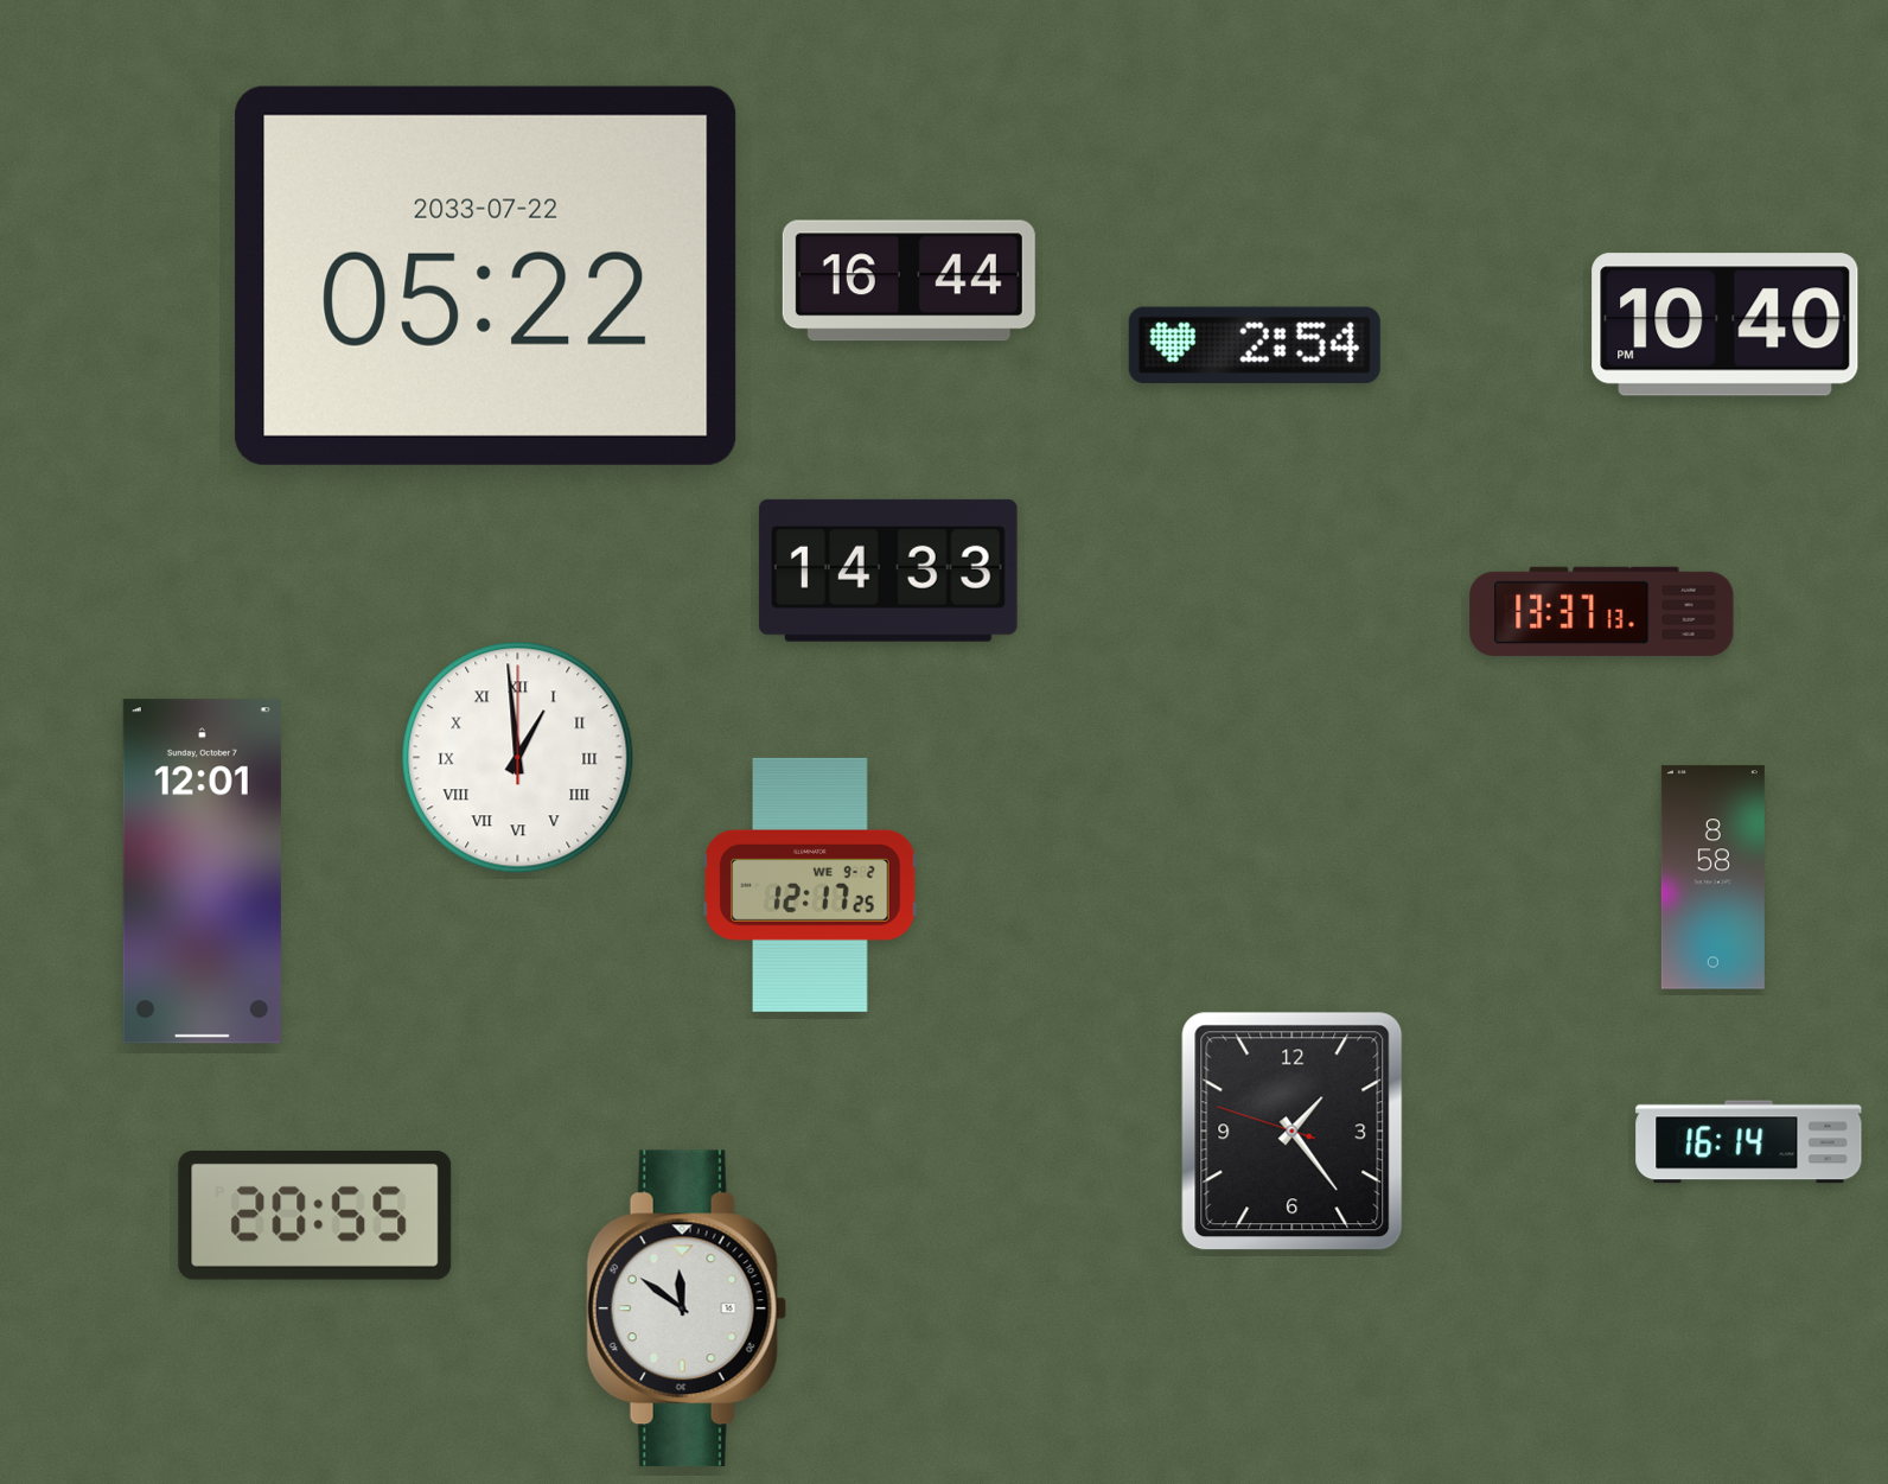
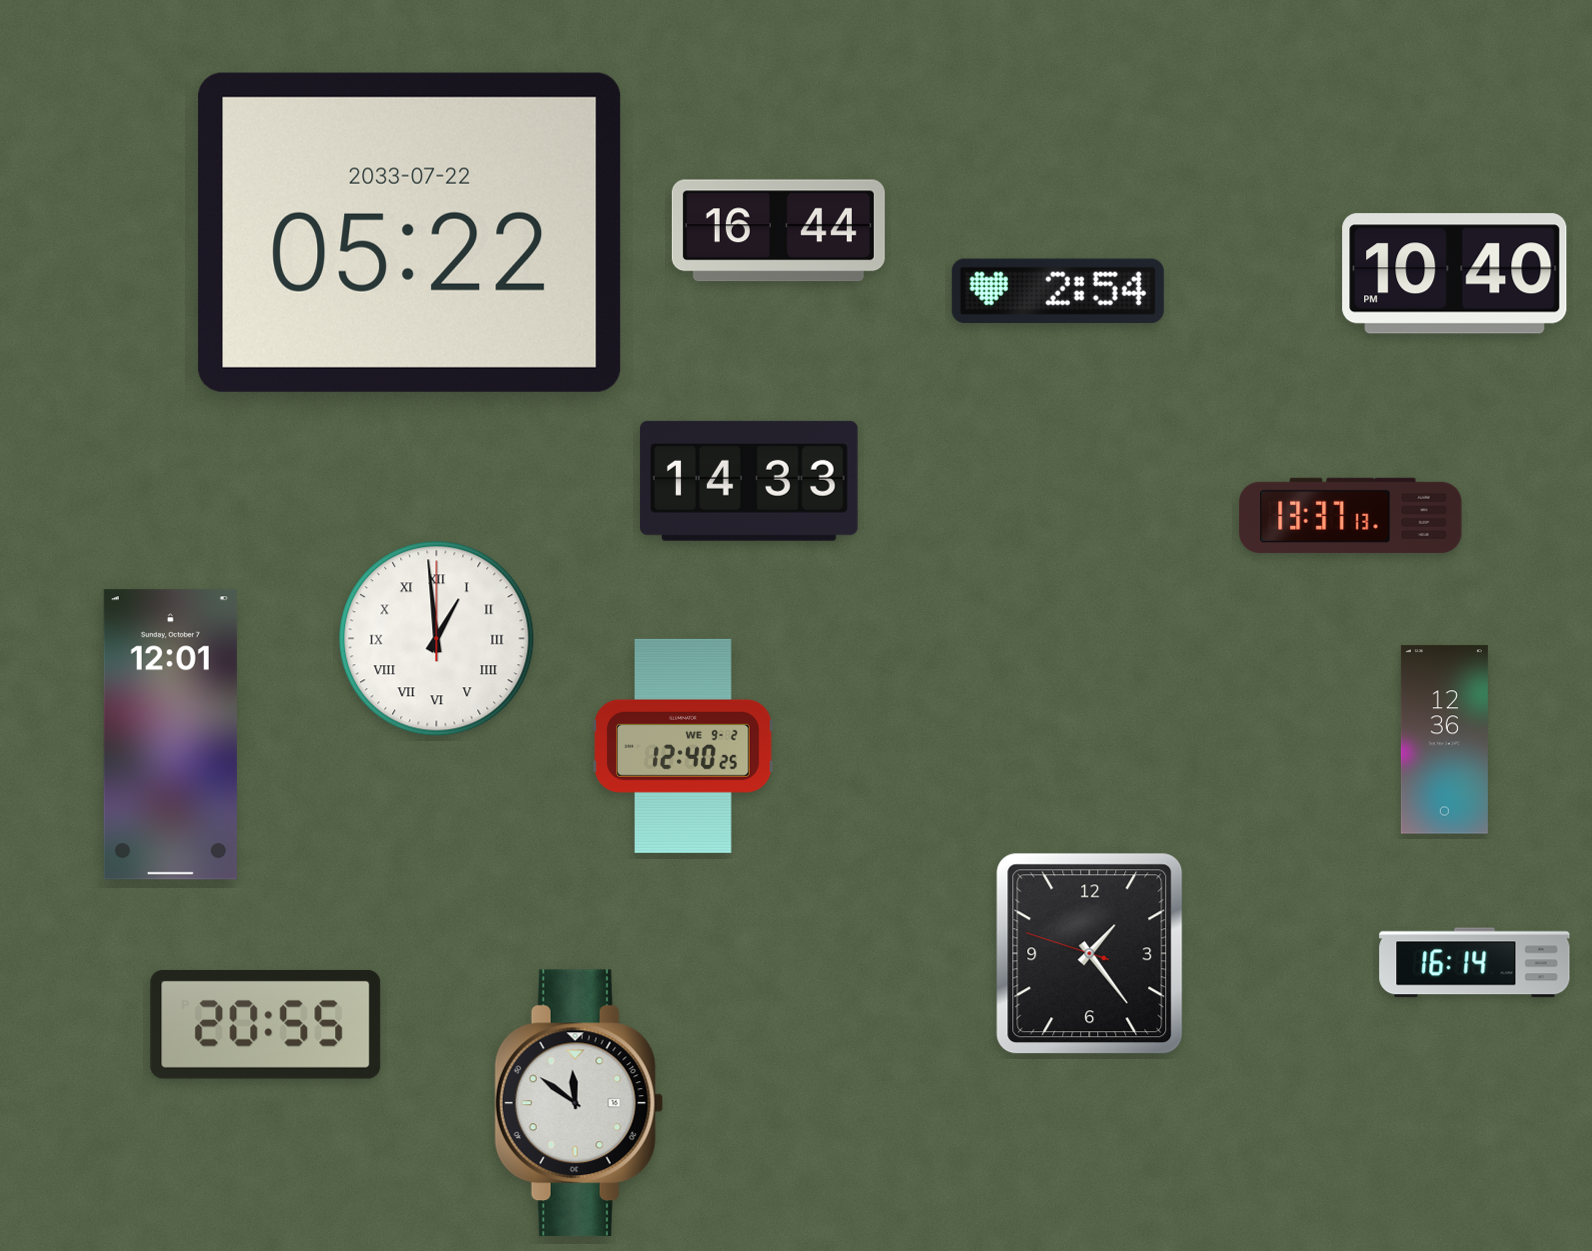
clock at (908, 281) position: (908, 281) -> (778, 231)
clock at (1712, 878): 8:58 -> 12:36
clock at (810, 885): 12:17 -> 12:40
